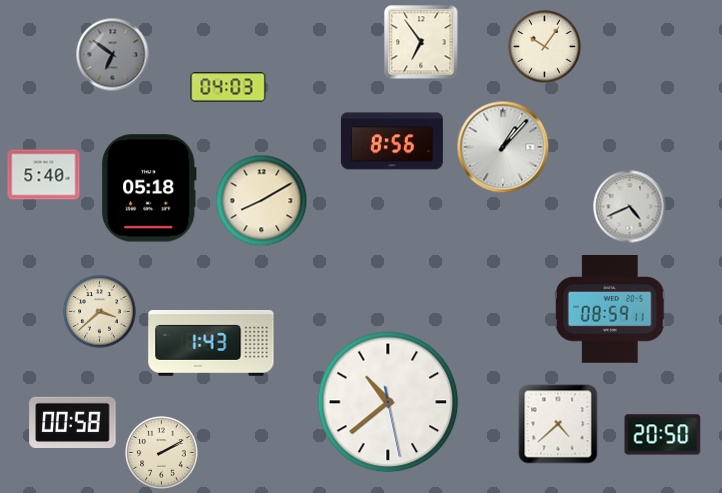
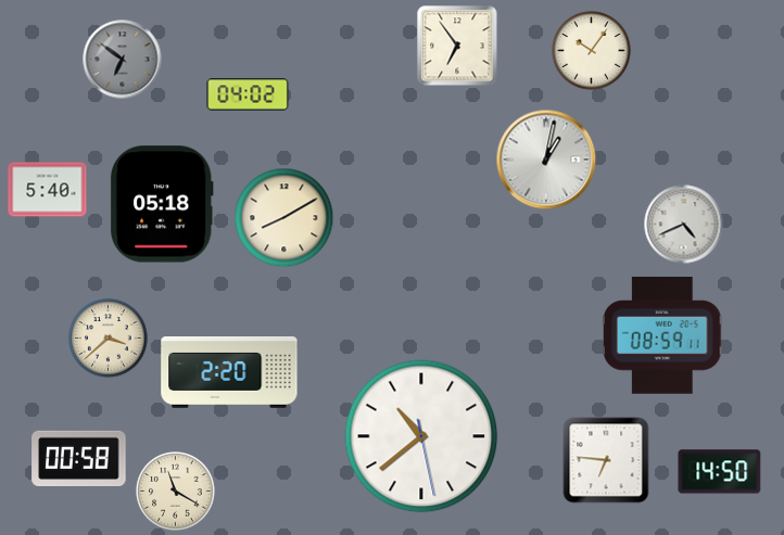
clock at (228, 87): 04:03 -> 04:02
clock at (392, 141): 8:56 -> none
clock at (503, 147): 1:07 -> 1:02
clock at (211, 344): 1:43 -> 2:20
clock at (558, 424): 4:38 -> 6:46
clock at (663, 435): 20:50 -> 14:50
clock at (162, 453): 2:10 -> 11:20
